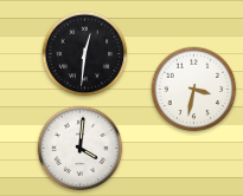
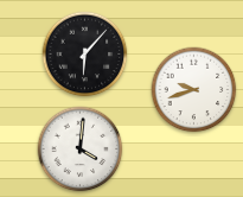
clock at (85, 54): 12:31 -> 6:07
clock at (194, 90): 3:32 -> 9:42
